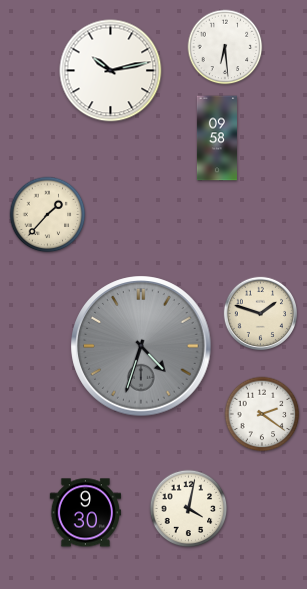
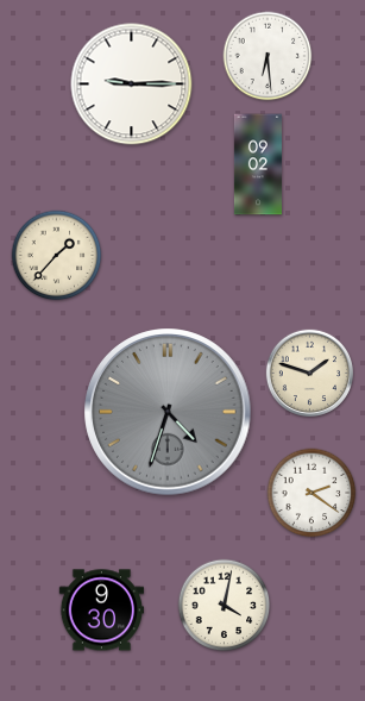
clock at (111, 71): 10:13 -> 9:15
clock at (217, 138): 09:58 -> 09:02
